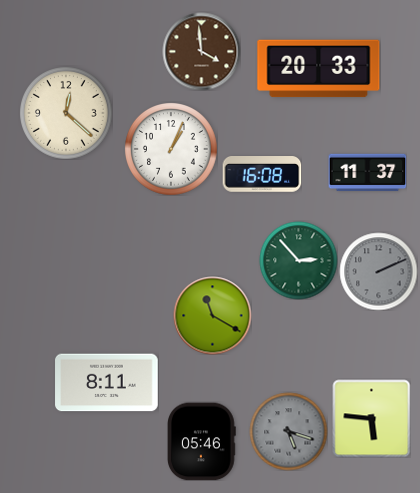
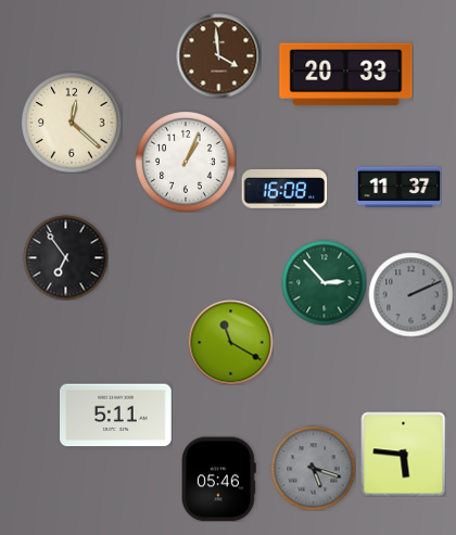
clock at (65, 257): none -> 6:54
clock at (107, 383): 8:11 -> 5:11
